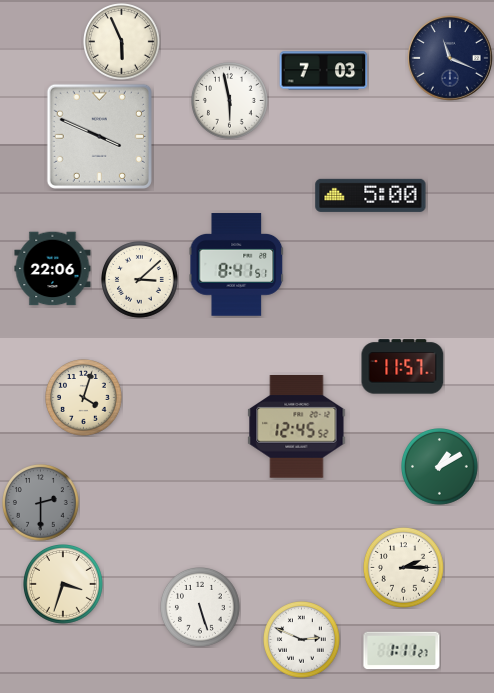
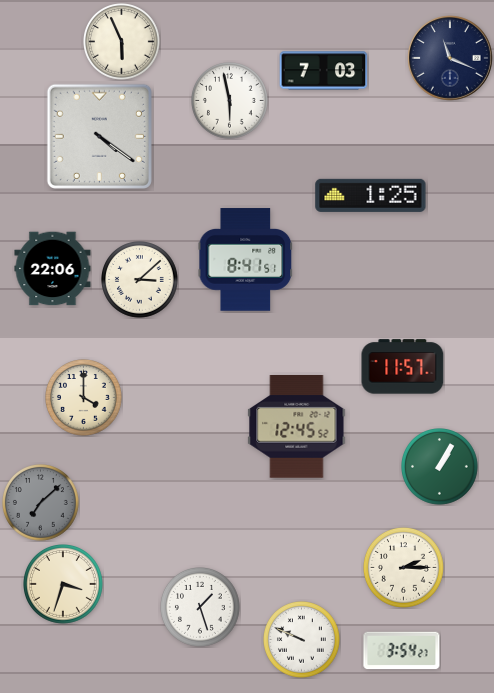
clock at (99, 136): 3:49 -> 4:21
clock at (371, 195): 5:00 -> 1:25
clock at (237, 265) position: (237, 265) -> (246, 260)
clock at (84, 398): 4:03 -> 4:00
clock at (440, 467): 1:10 -> 1:05
clock at (41, 503): 2:30 -> 7:08
clock at (201, 608): 5:27 -> 1:27
clock at (302, 640): 2:49 -> 9:49
clock at (402, 651): 1:11 -> 3:54
